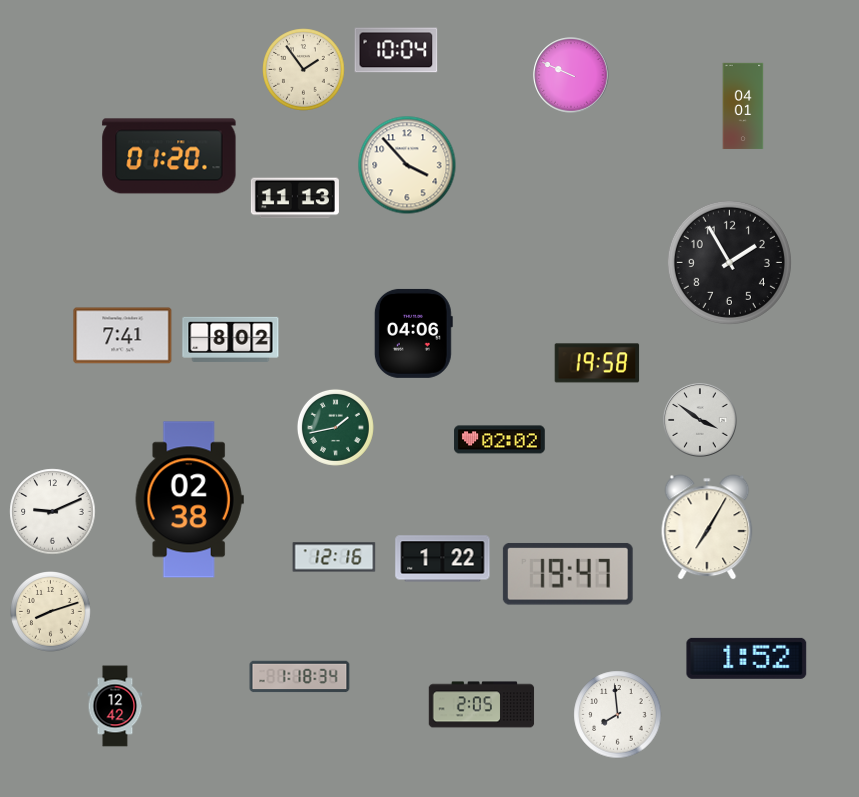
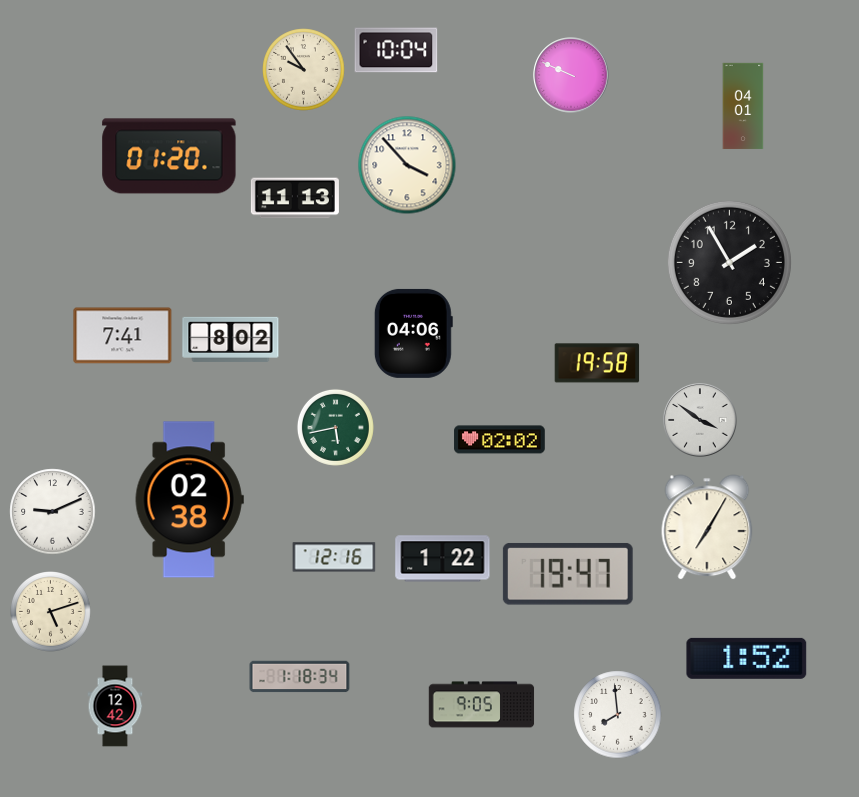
clock at (304, 70): 1:54 -> 9:54
clock at (335, 427): 1:43 -> 5:43
clock at (51, 612): 8:12 -> 5:12
clock at (482, 705): 2:05 -> 9:05
